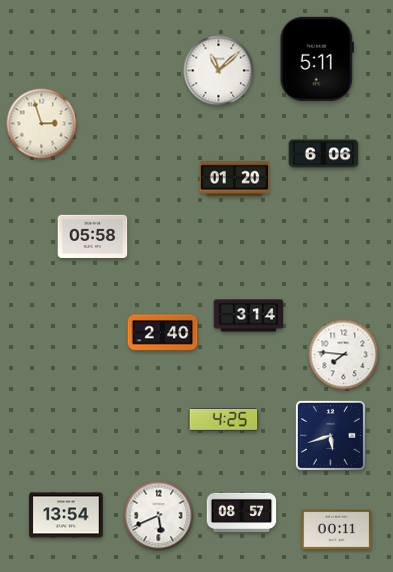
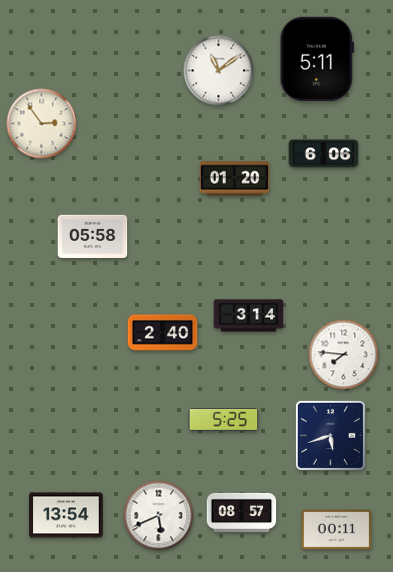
clock at (219, 71): 11:08 -> 11:09
clock at (42, 124): 2:57 -> 2:54
clock at (224, 420): 4:25 -> 5:25
